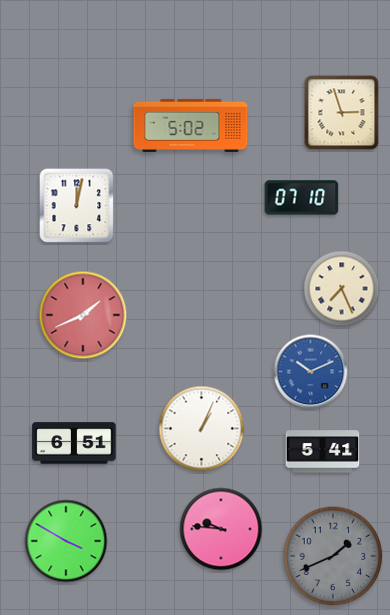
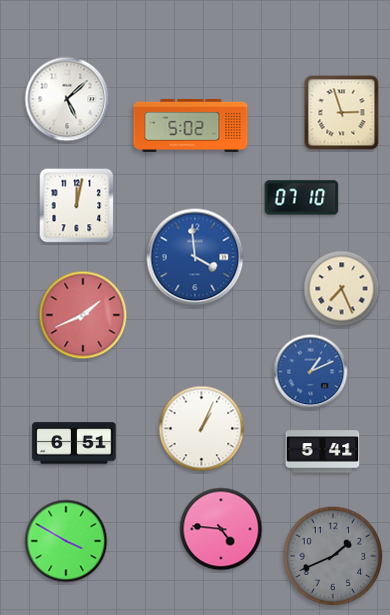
clock at (67, 99): none -> 5:08
clock at (195, 257): none -> 3:59
clock at (311, 372): 10:11 -> 1:11
clock at (221, 529): 9:46 -> 4:46
